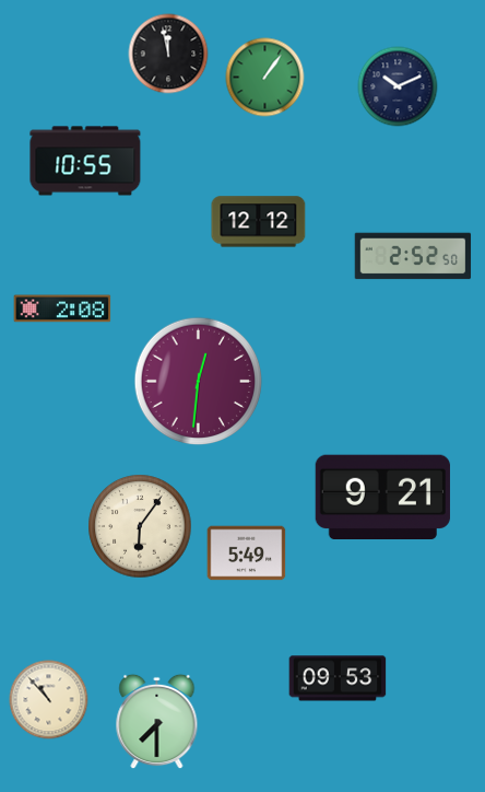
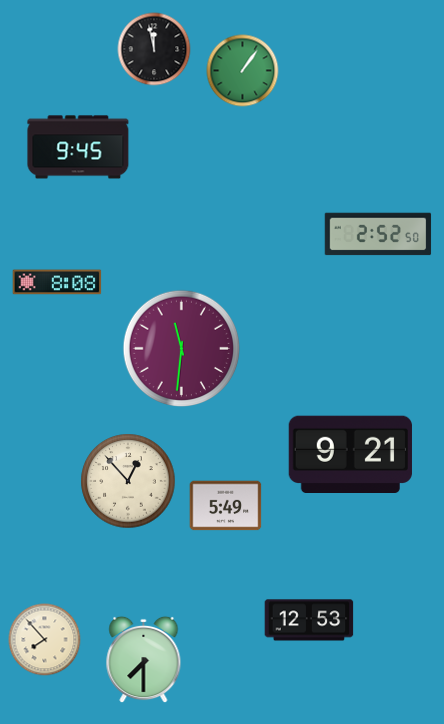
clock at (398, 86): 10:11 -> none
clock at (85, 161): 10:55 -> 9:45
clock at (259, 222): 12:12 -> none
clock at (62, 308): 2:08 -> 8:08
clock at (199, 382): 12:31 -> 11:31
clock at (140, 526): 6:06 -> 12:53
clock at (338, 678): 09:53 -> 12:53
clock at (49, 700): 10:53 -> 7:53
